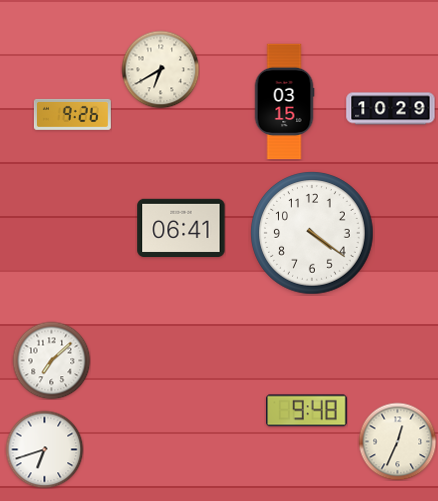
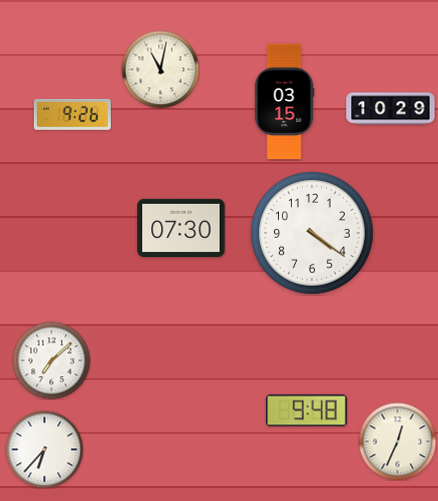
clock at (160, 69): 6:40 -> 11:02
clock at (181, 227): 06:41 -> 07:30
clock at (44, 449): 6:42 -> 6:37
